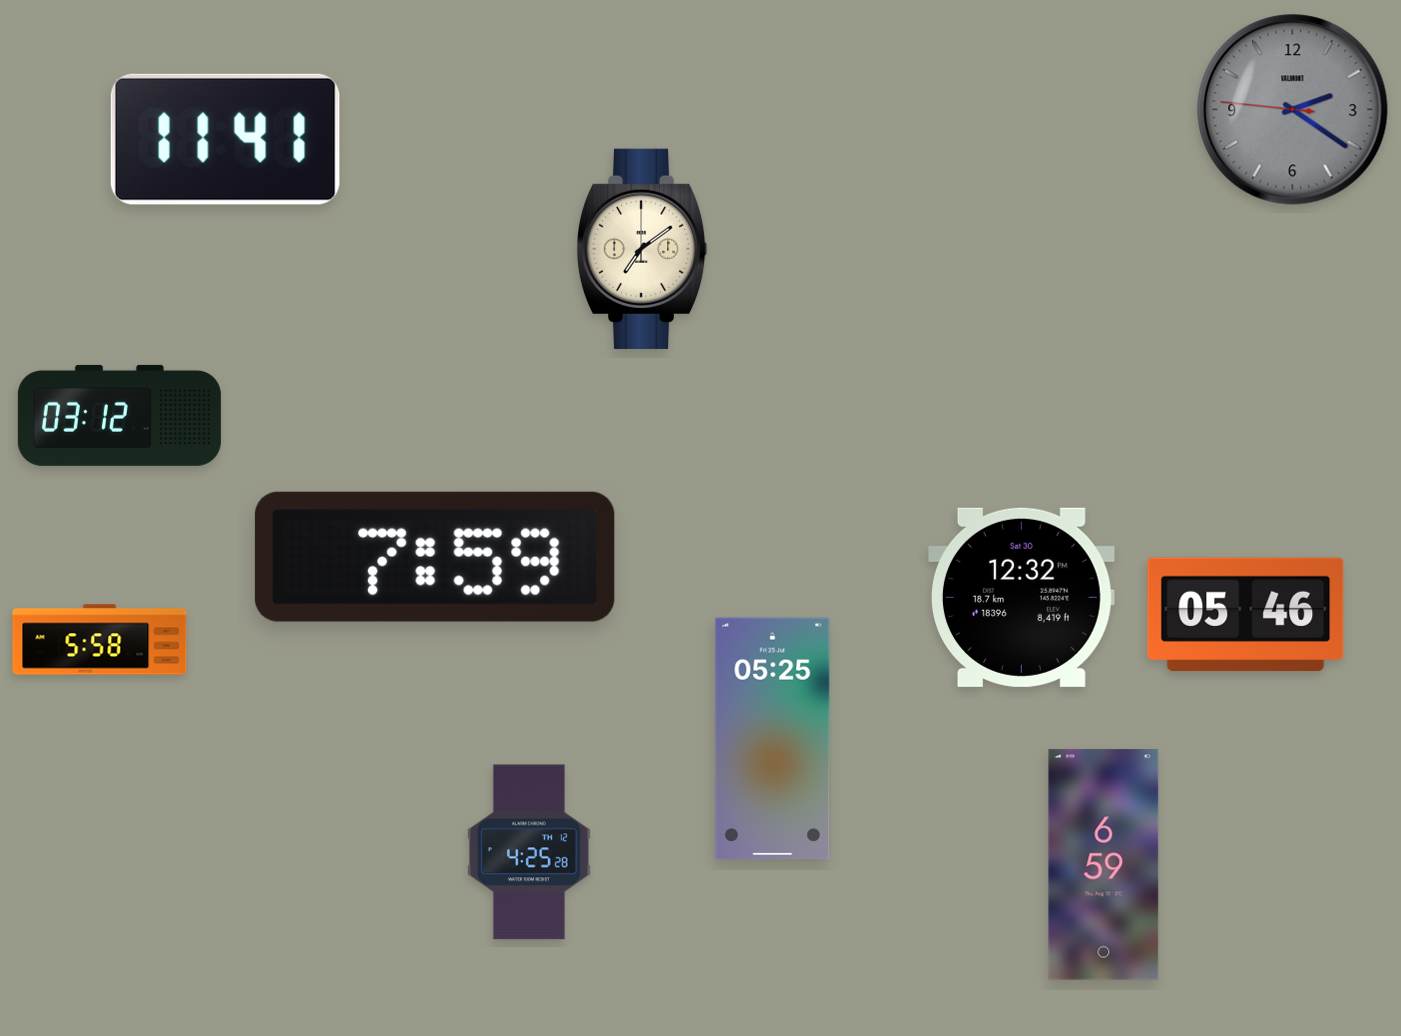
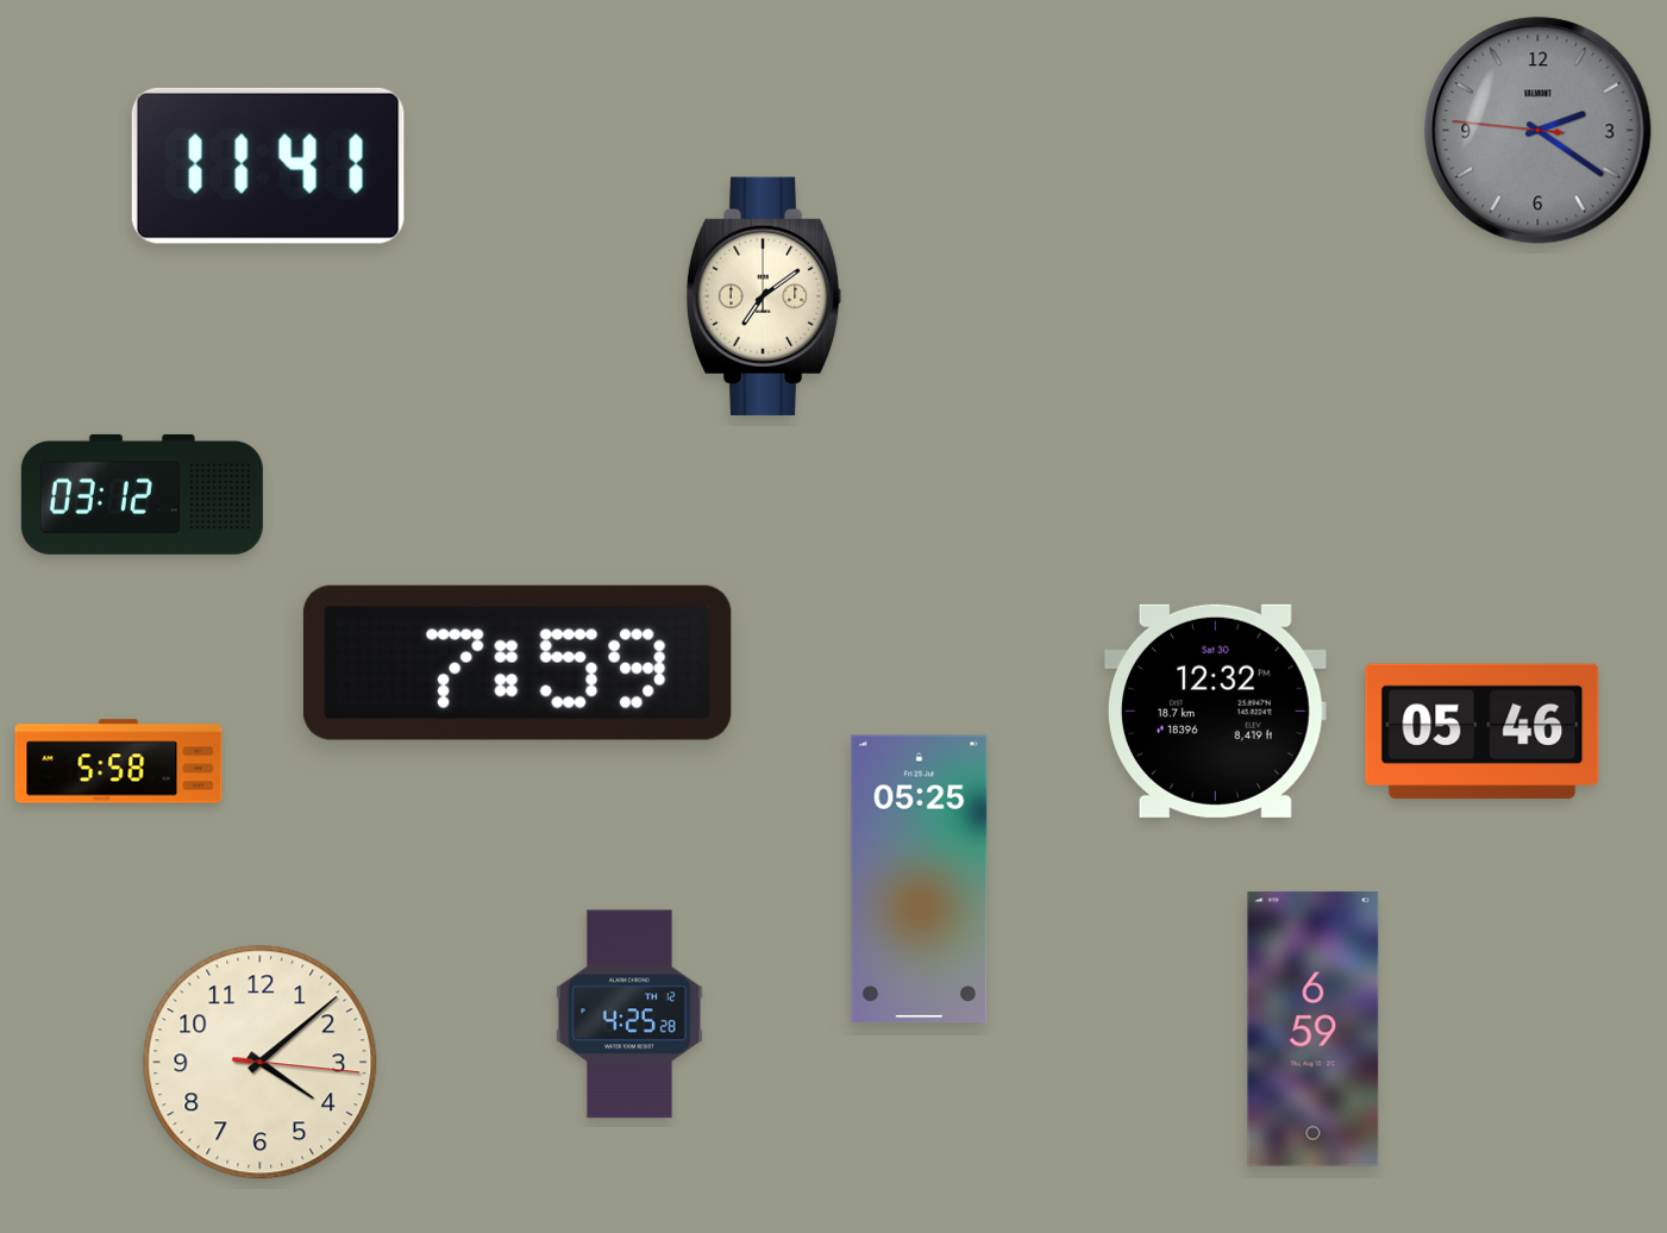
clock at (261, 1063): none -> 4:08
